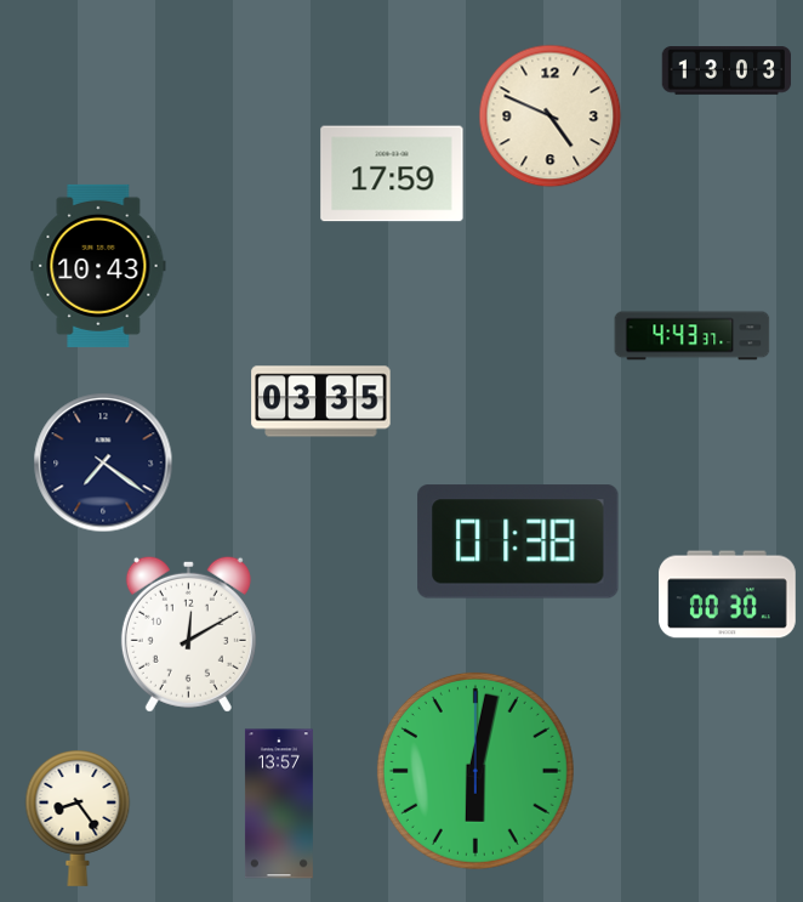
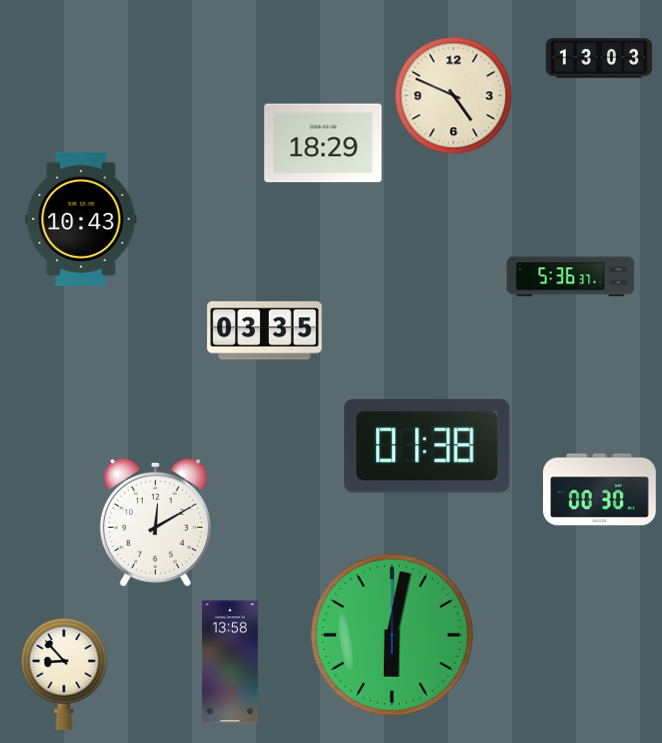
clock at (392, 174): 17:59 -> 18:29
clock at (693, 336): 4:43 -> 5:36
clock at (103, 463): 7:21 -> none
clock at (279, 804): 13:57 -> 13:58
clock at (78, 818): 8:24 -> 8:53
